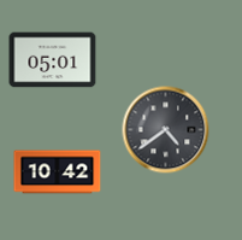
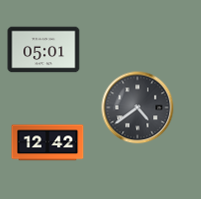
clock at (58, 172): 10:42 -> 12:42
